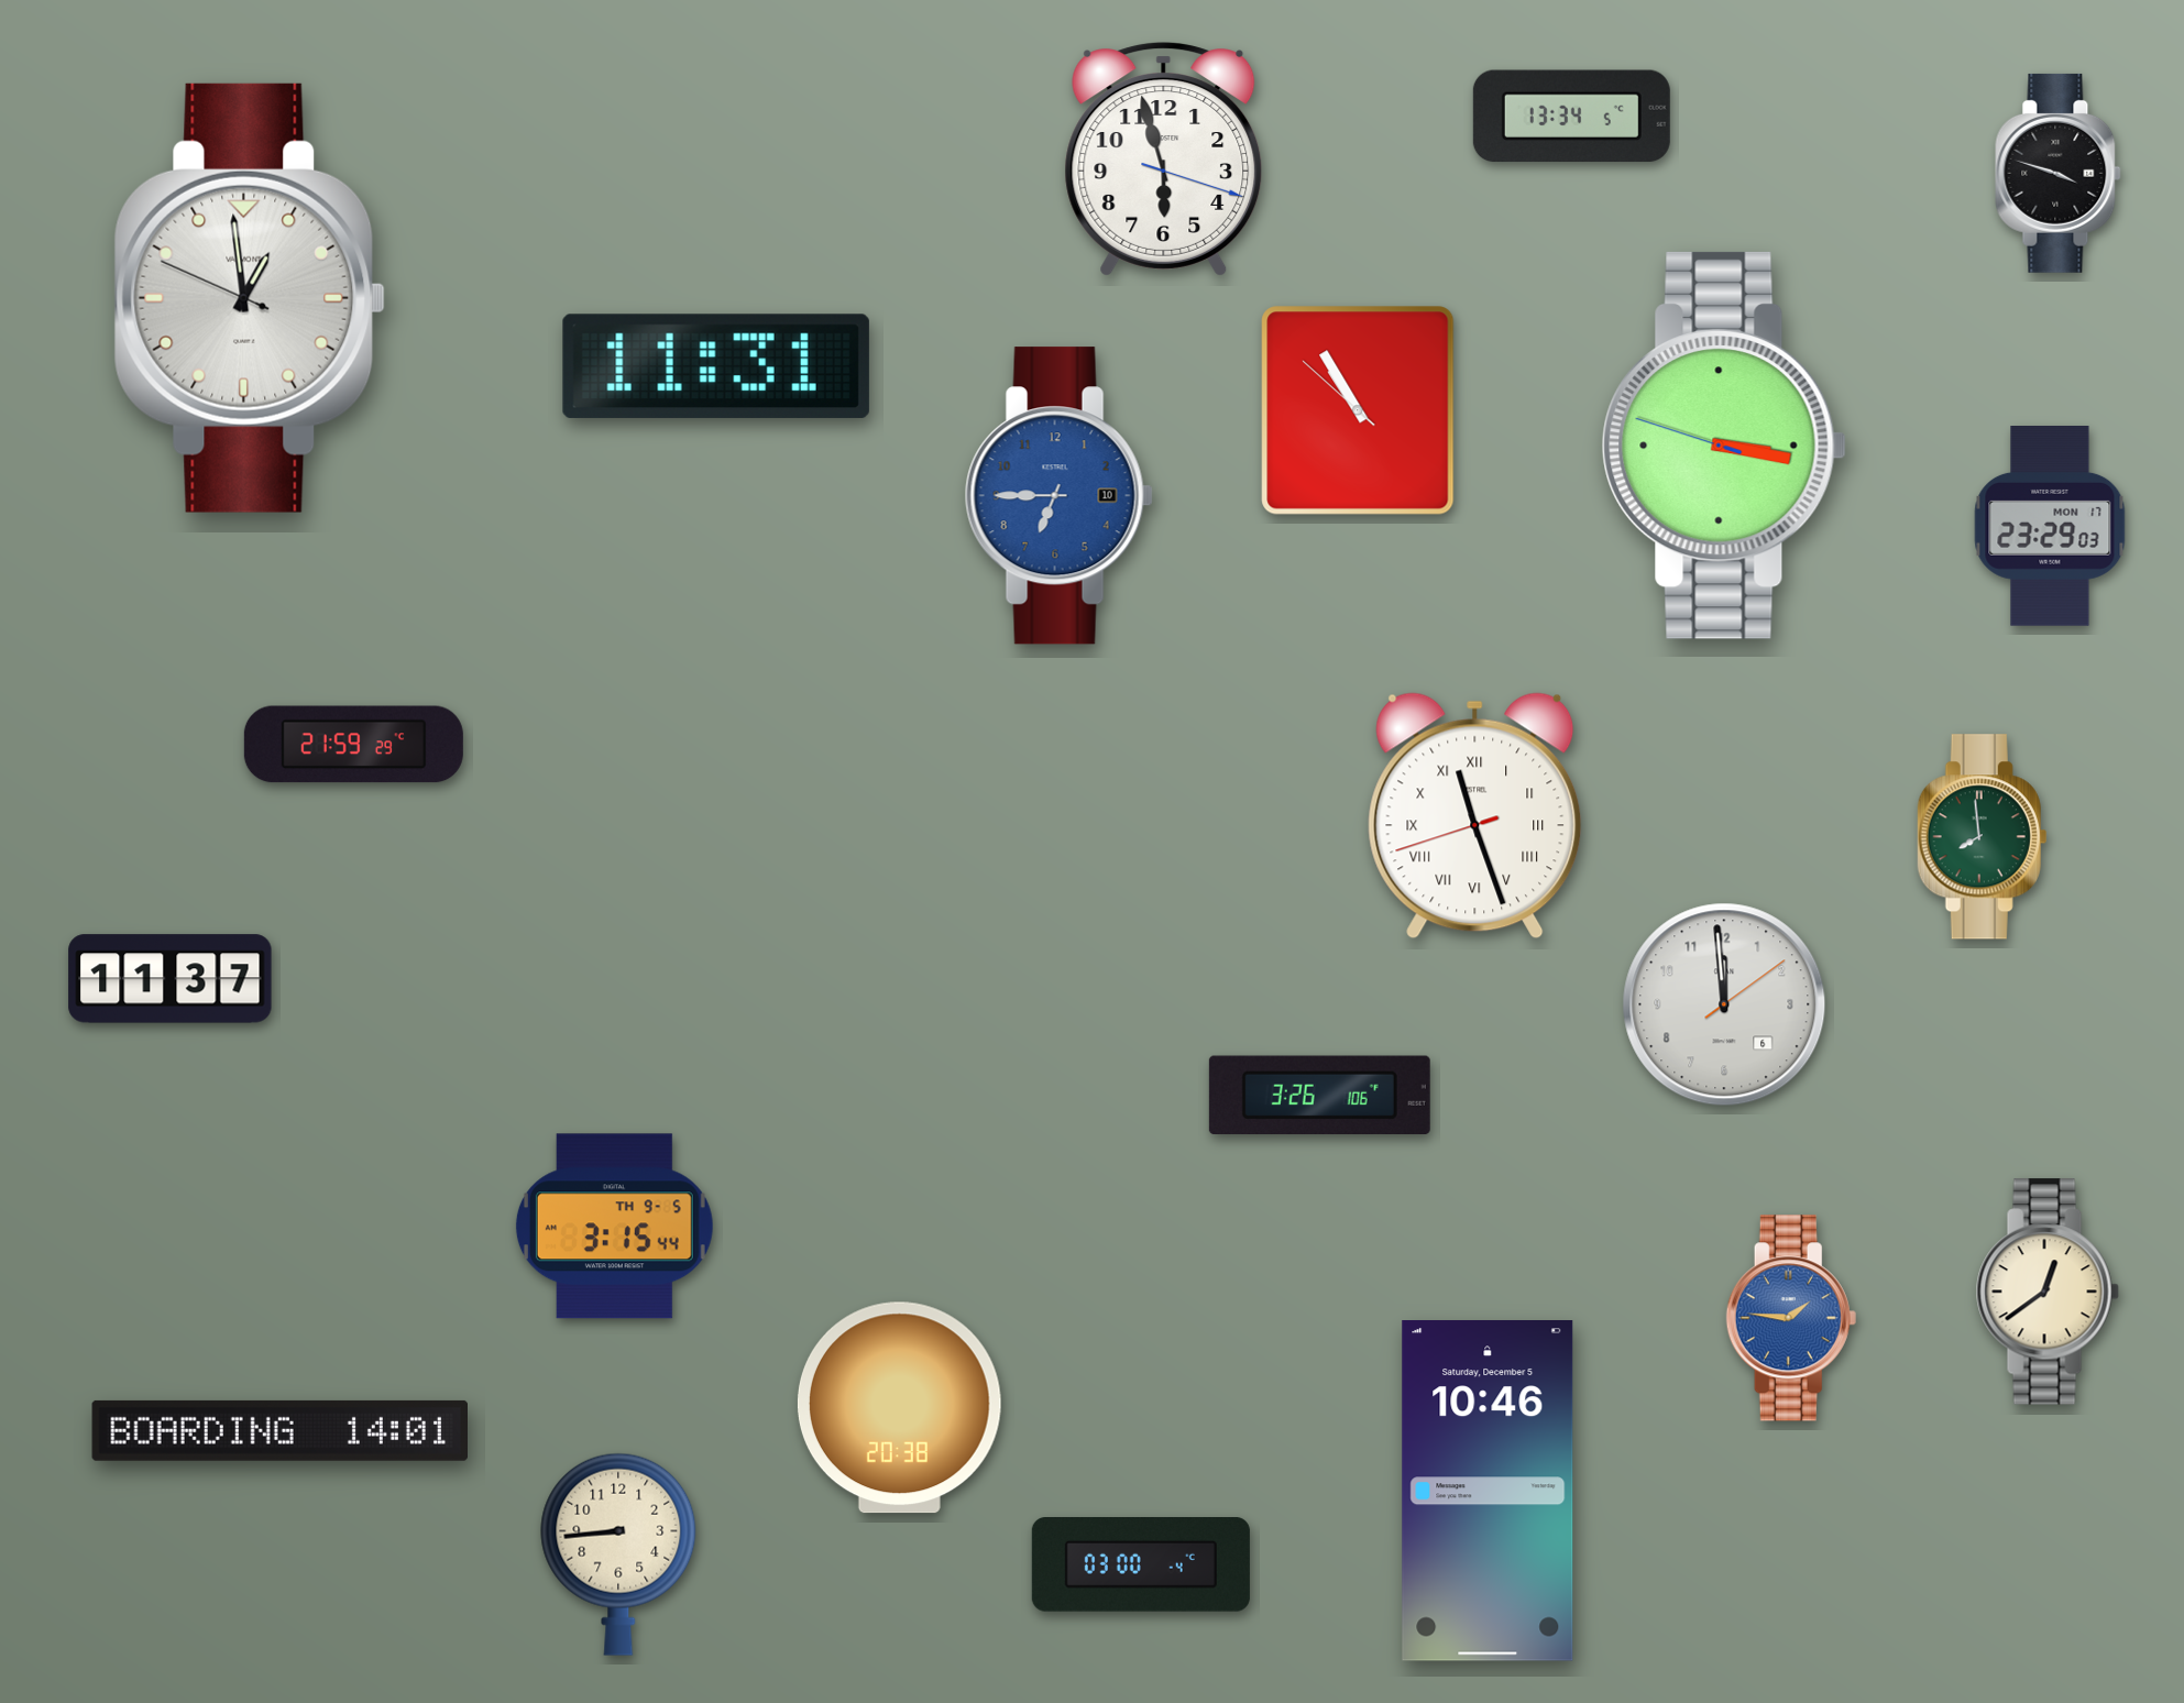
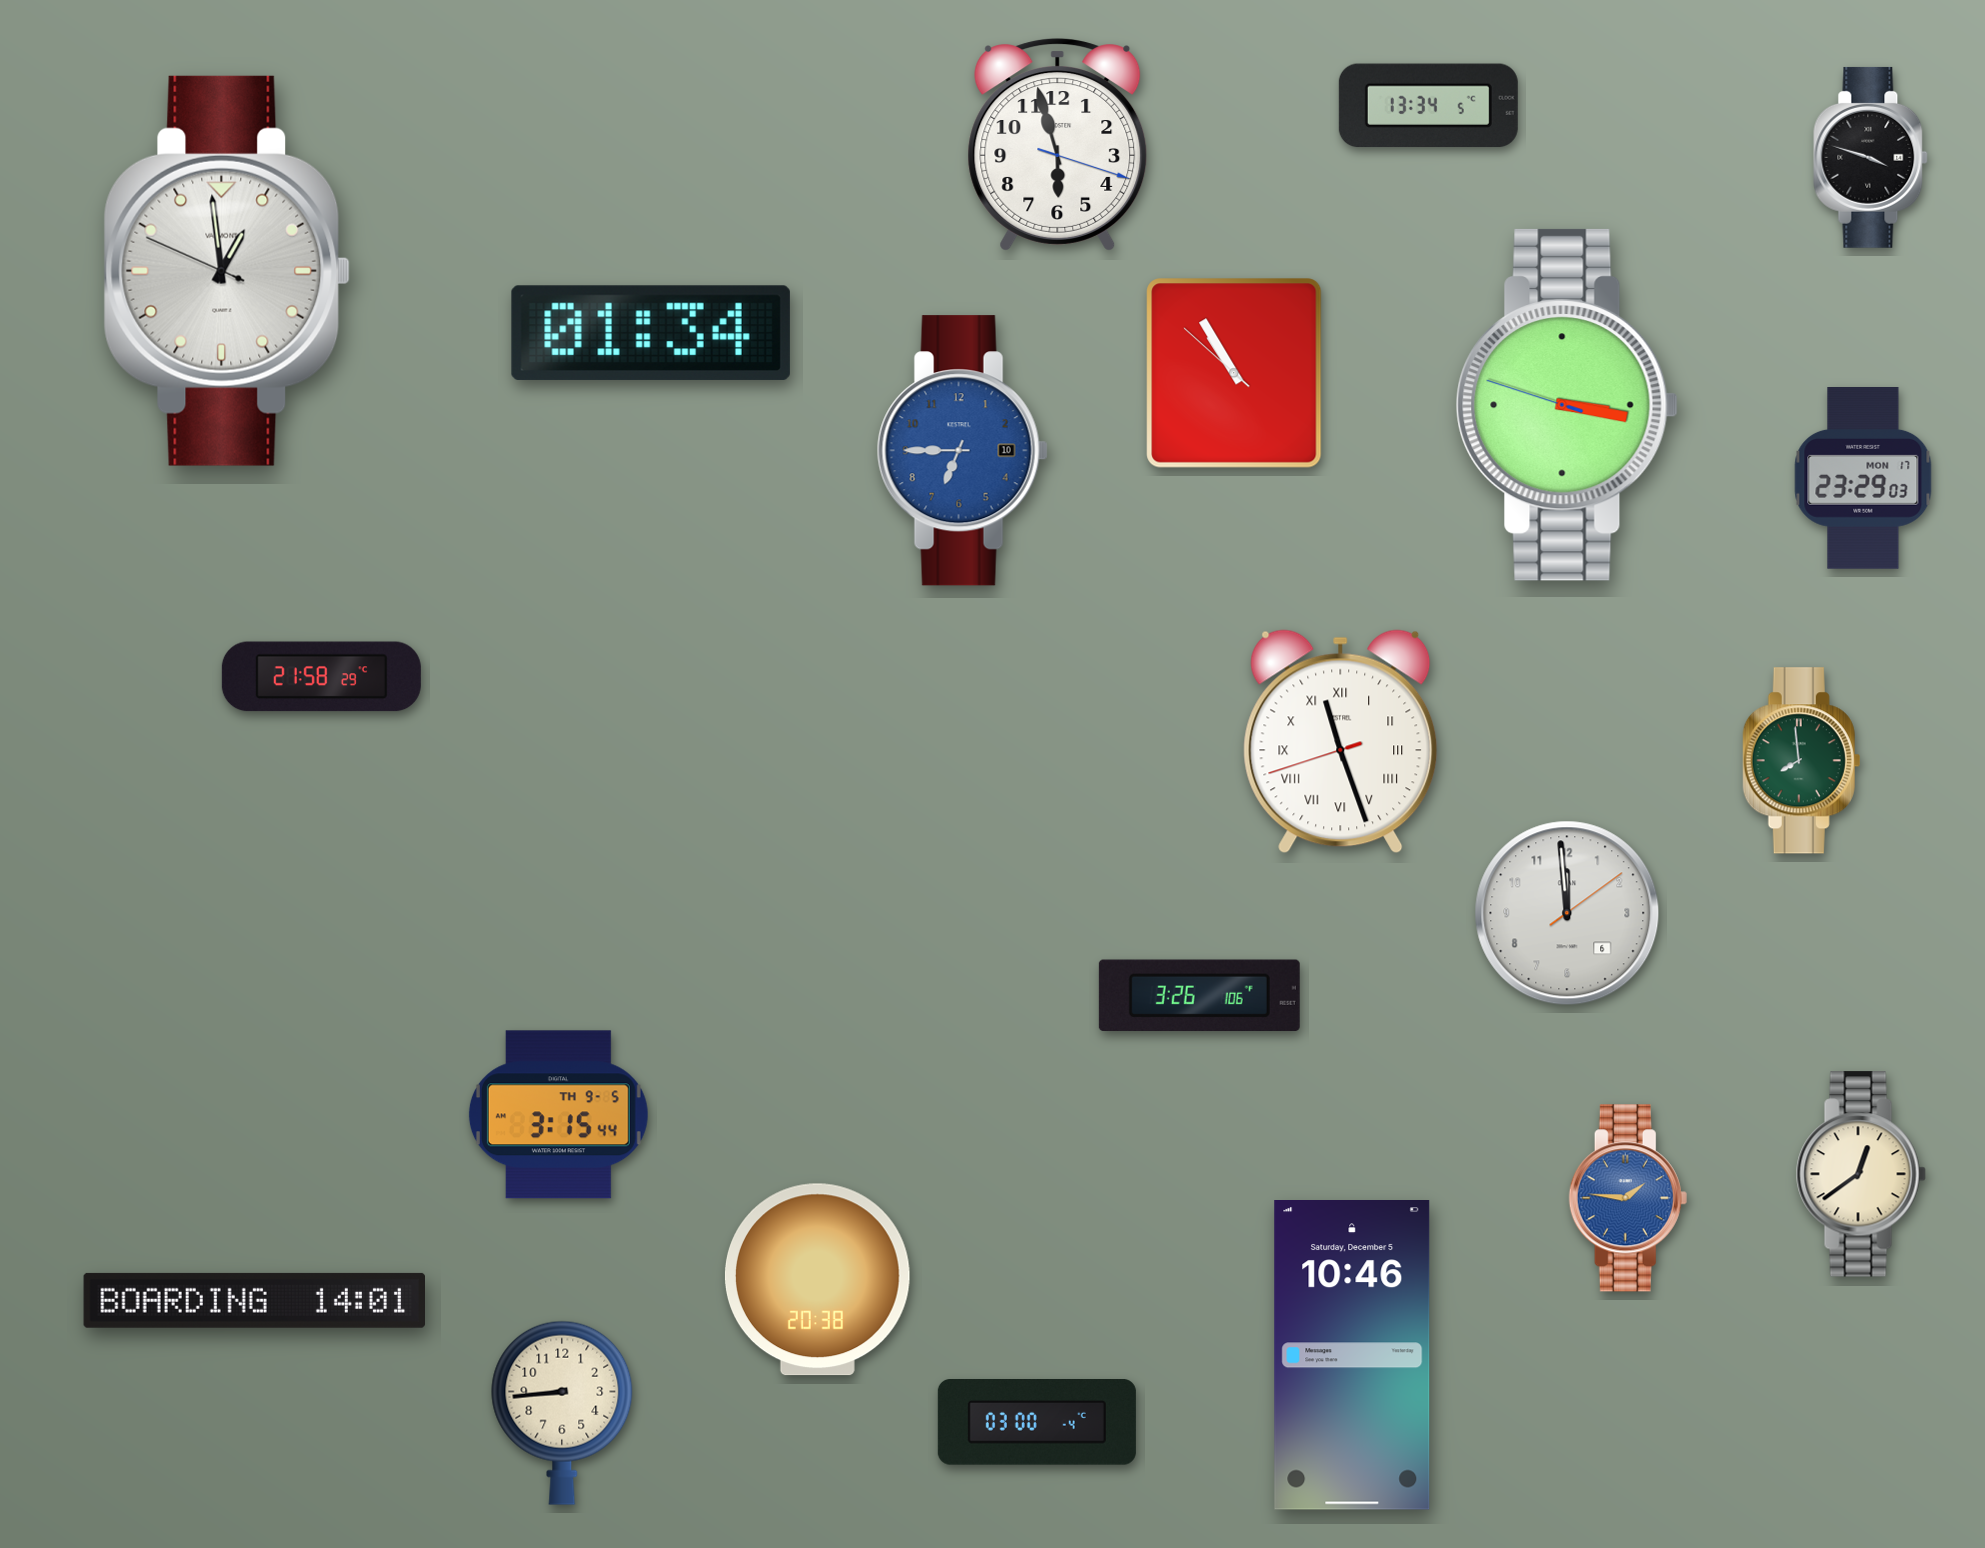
clock at (716, 366): 11:31 -> 01:34
clock at (353, 745): 21:59 -> 21:58
clock at (171, 979): 11:37 -> none
